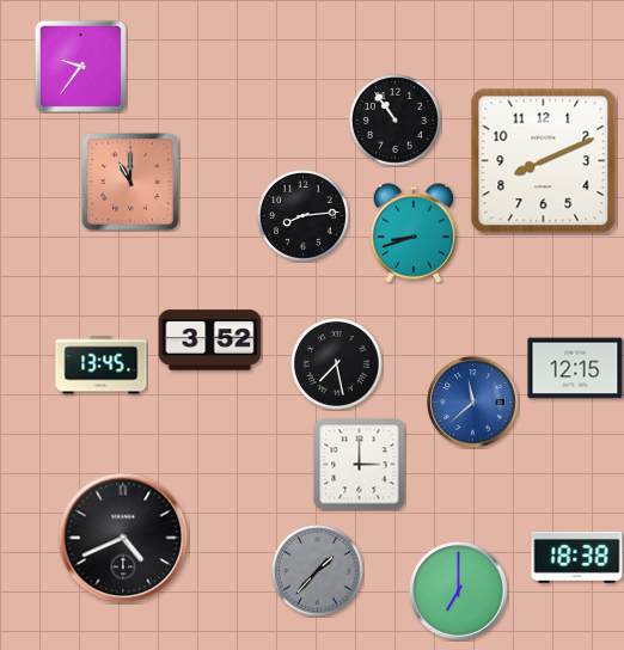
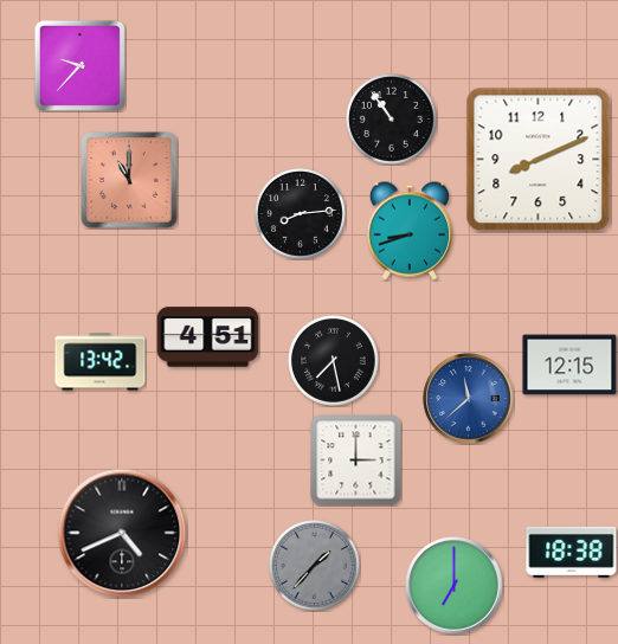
clock at (80, 66): 9:36 -> 9:37
clock at (210, 341): 3:52 -> 4:51
clock at (102, 366): 13:45 -> 13:42
